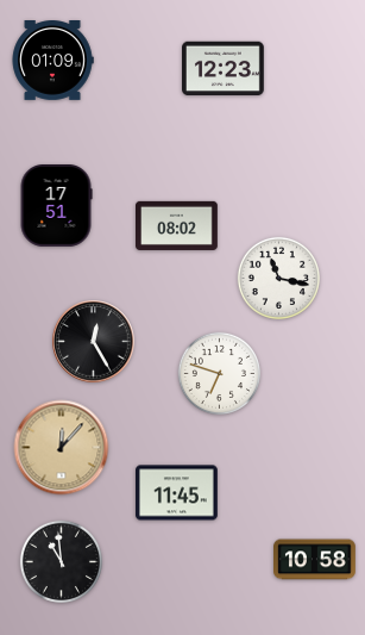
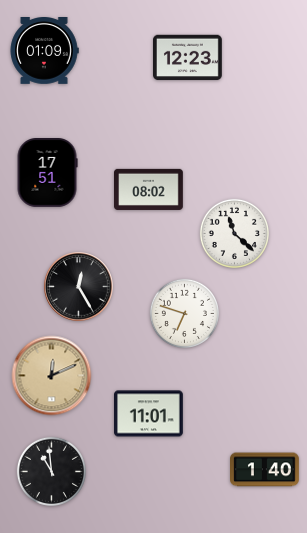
clock at (278, 278): 11:17 -> 11:22
clock at (62, 448): 12:07 -> 12:11
clock at (177, 493): 11:45 -> 11:01
clock at (315, 560): 10:58 -> 1:40
